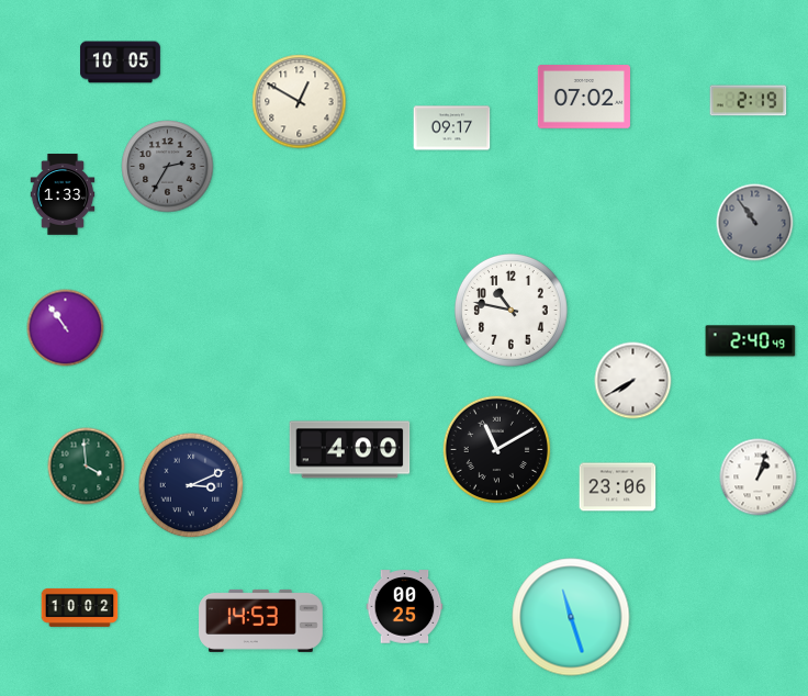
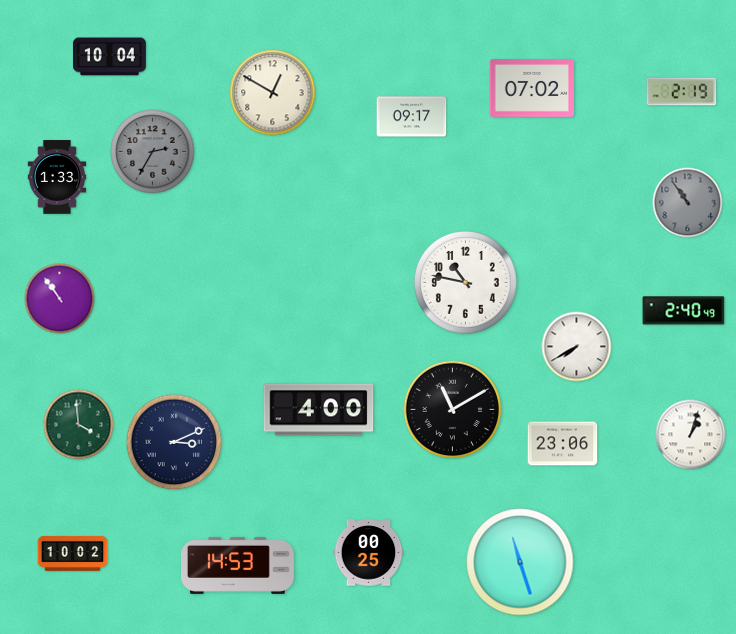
clock at (120, 63): 10:05 -> 10:04
